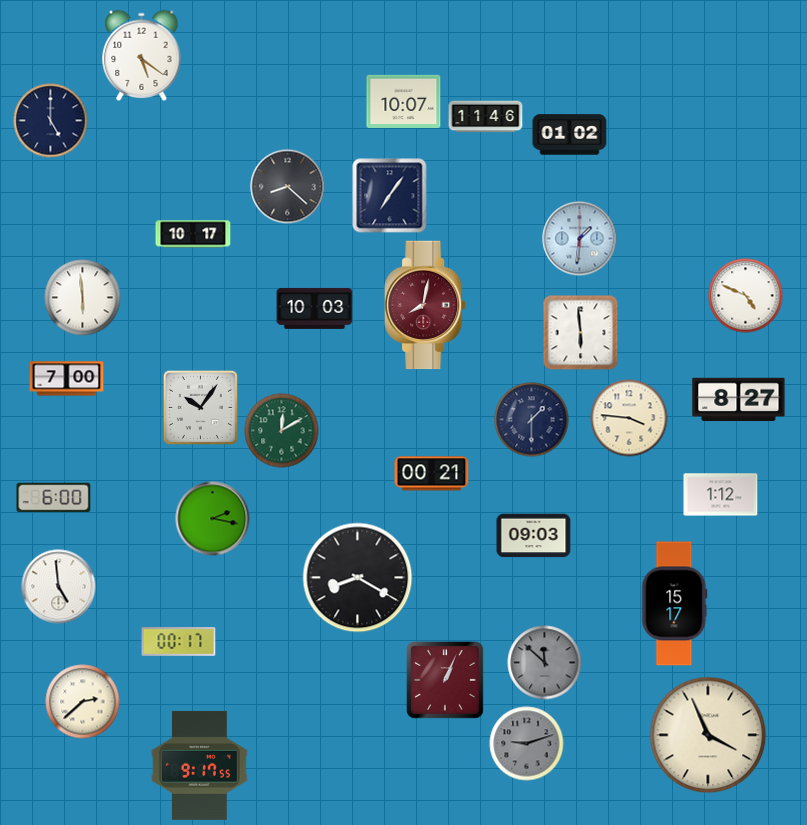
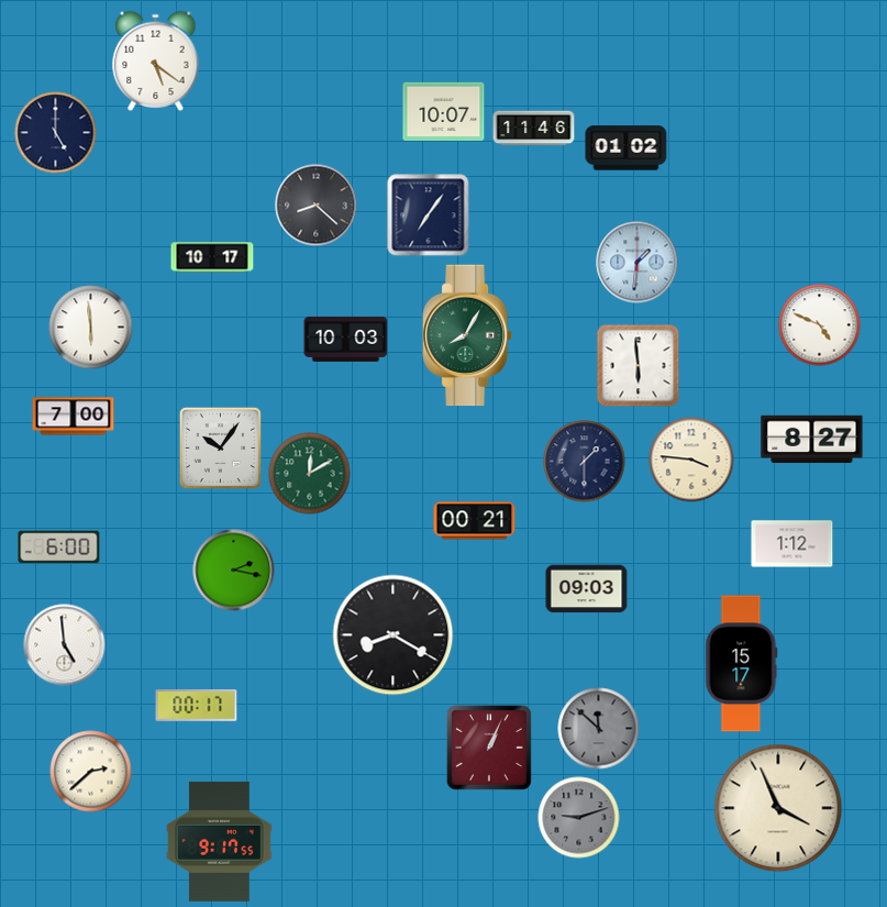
clock at (425, 305): 8:02 -> 8:05
clock at (425, 305) dial: burgundy -> green
